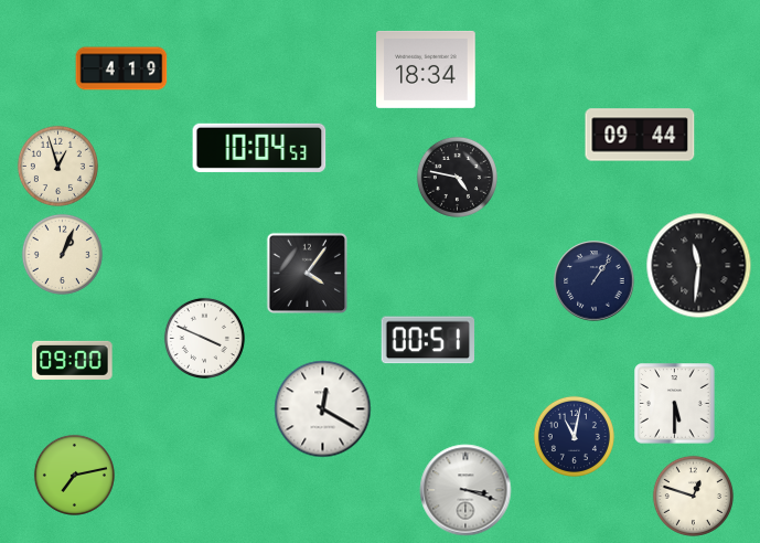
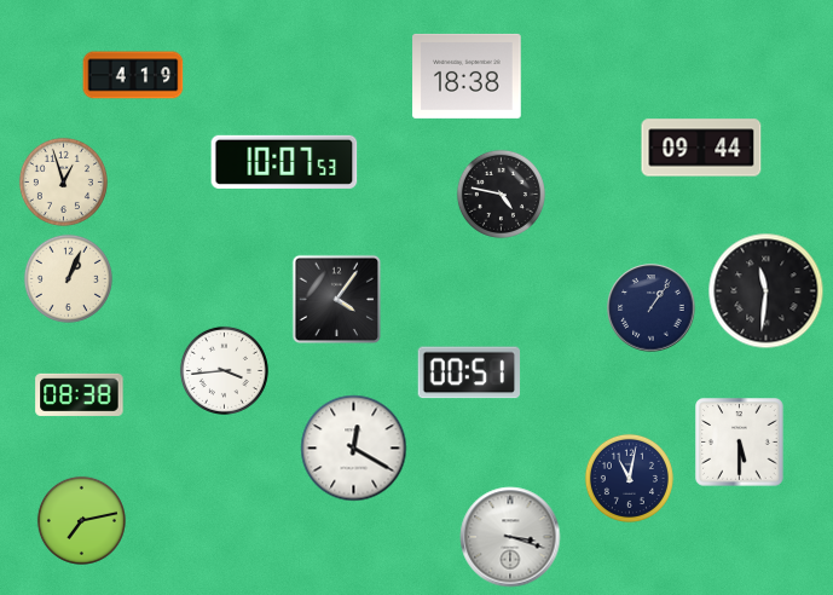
clock at (426, 70): 18:34 -> 18:38
clock at (259, 148): 10:04 -> 10:07
clock at (204, 338): 3:49 -> 3:44
clock at (73, 360): 09:00 -> 08:38
clock at (693, 496): 12:48 -> none
